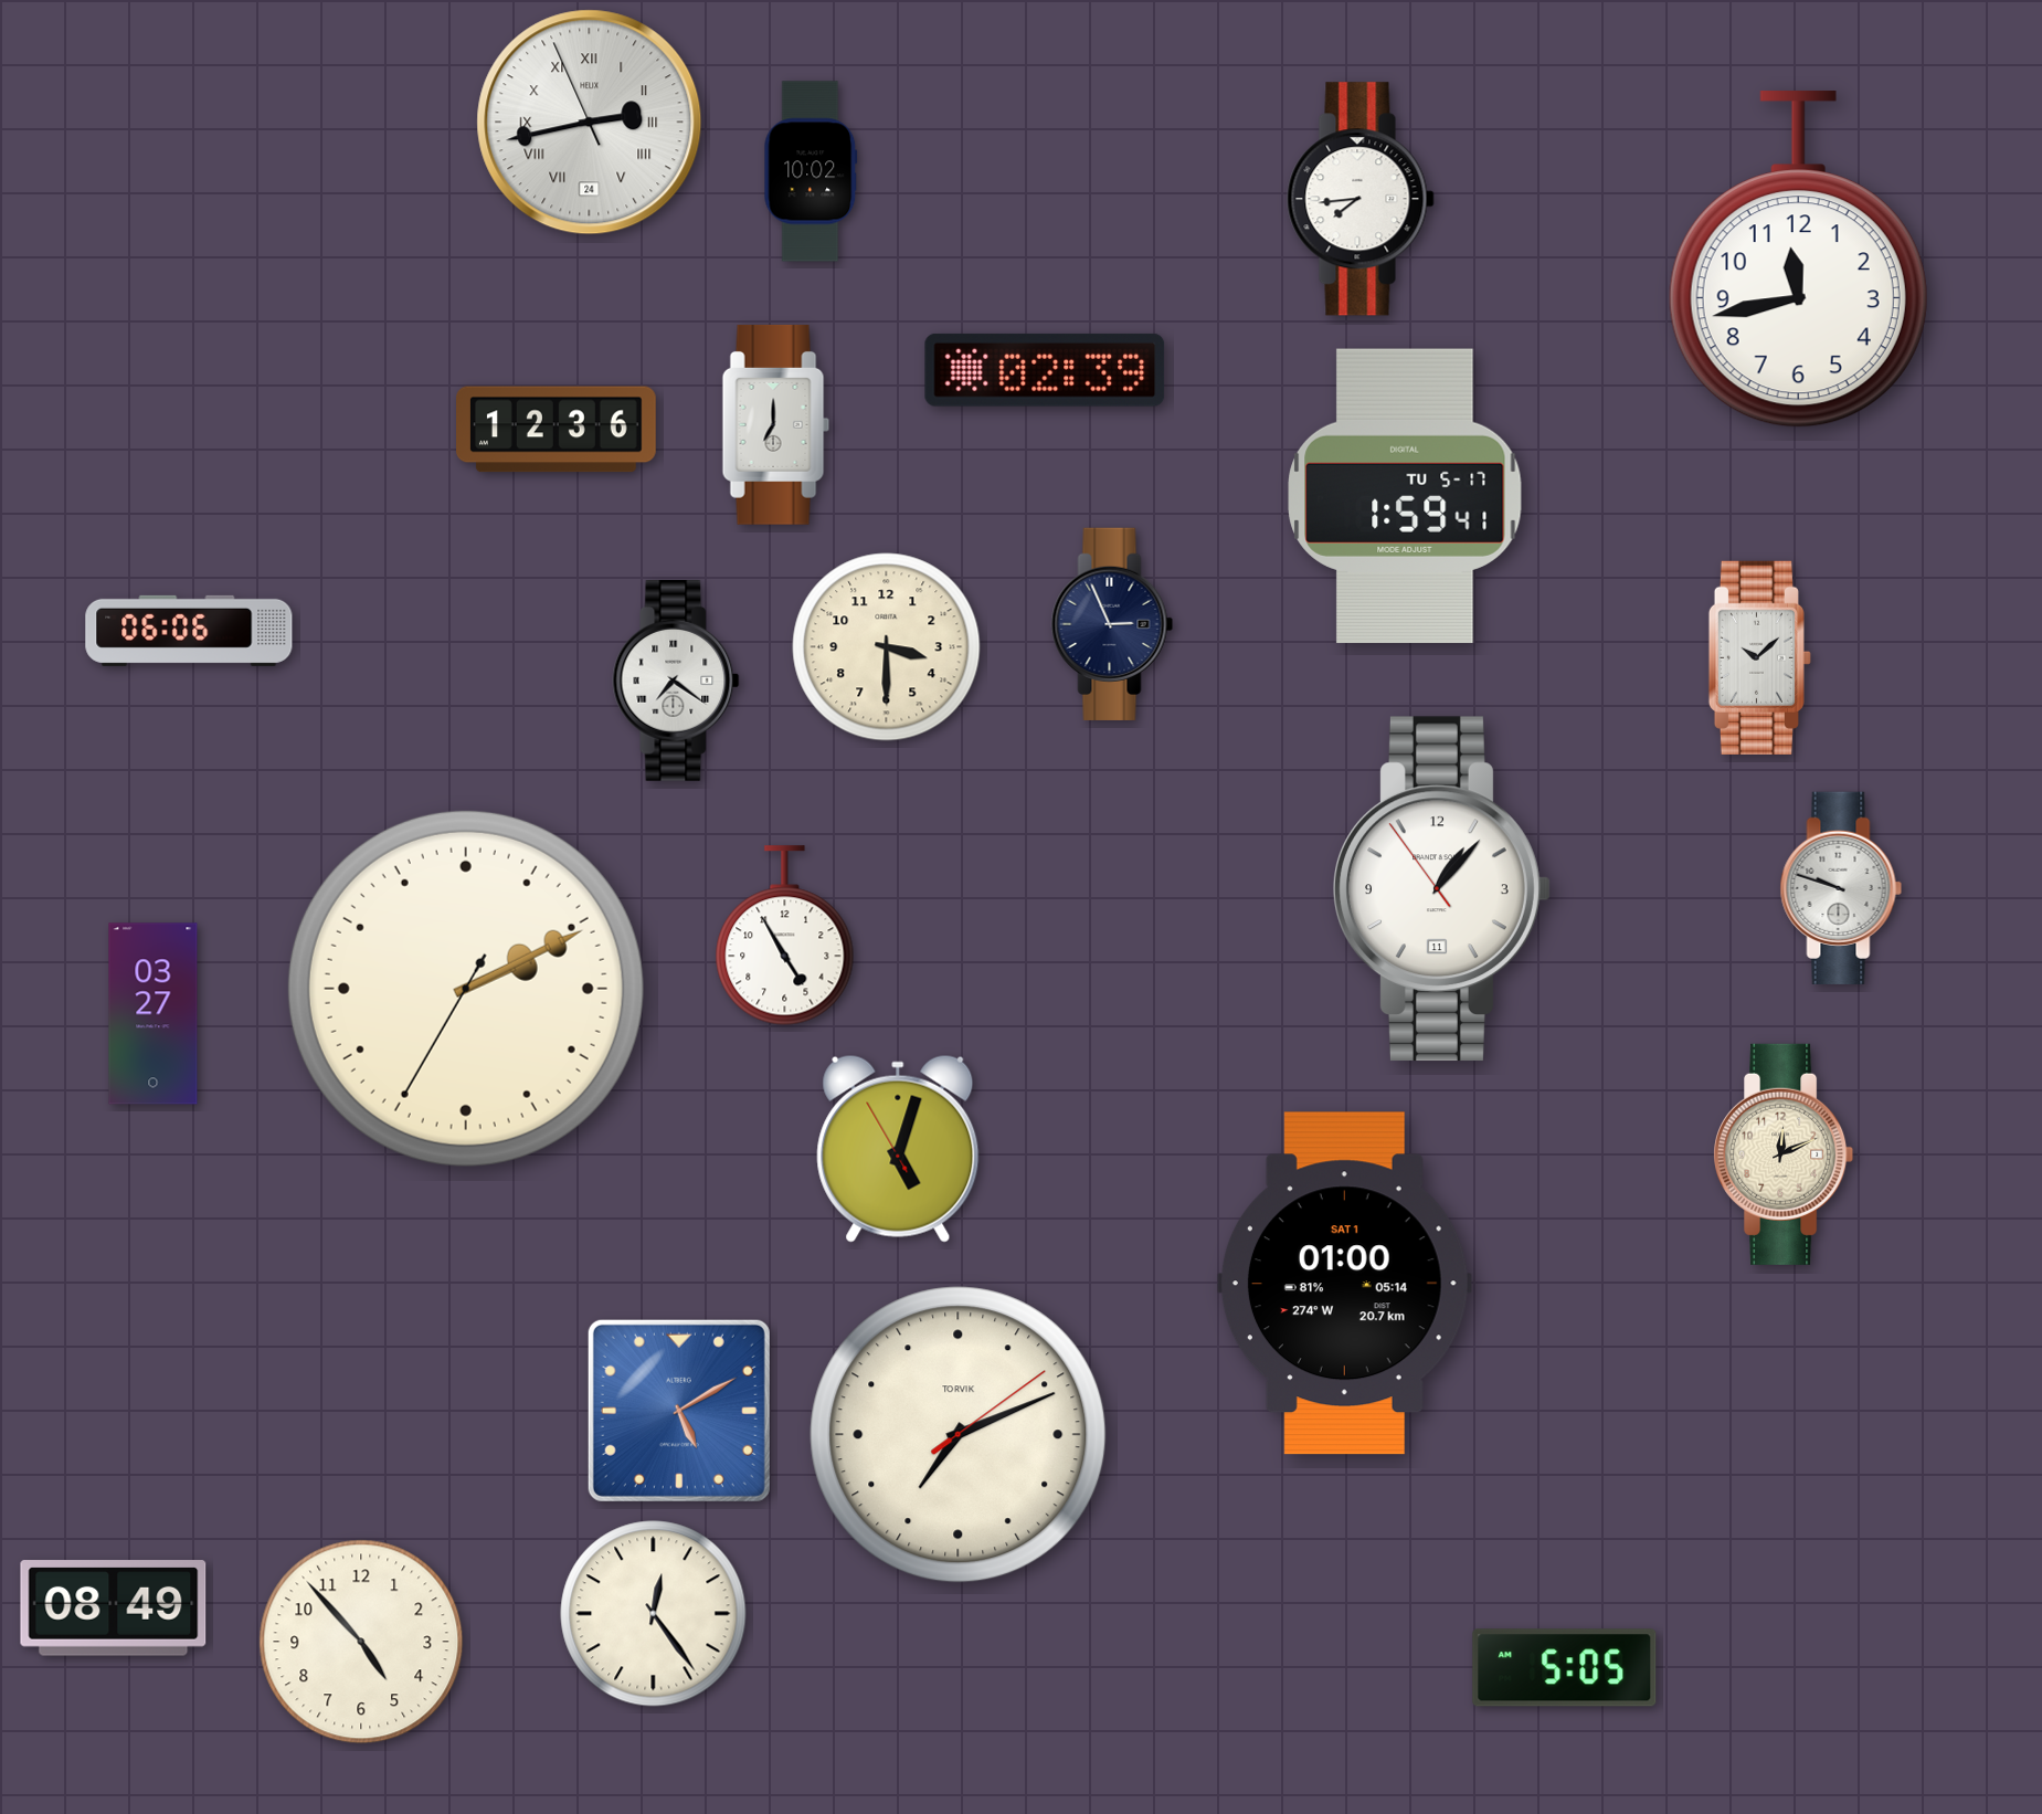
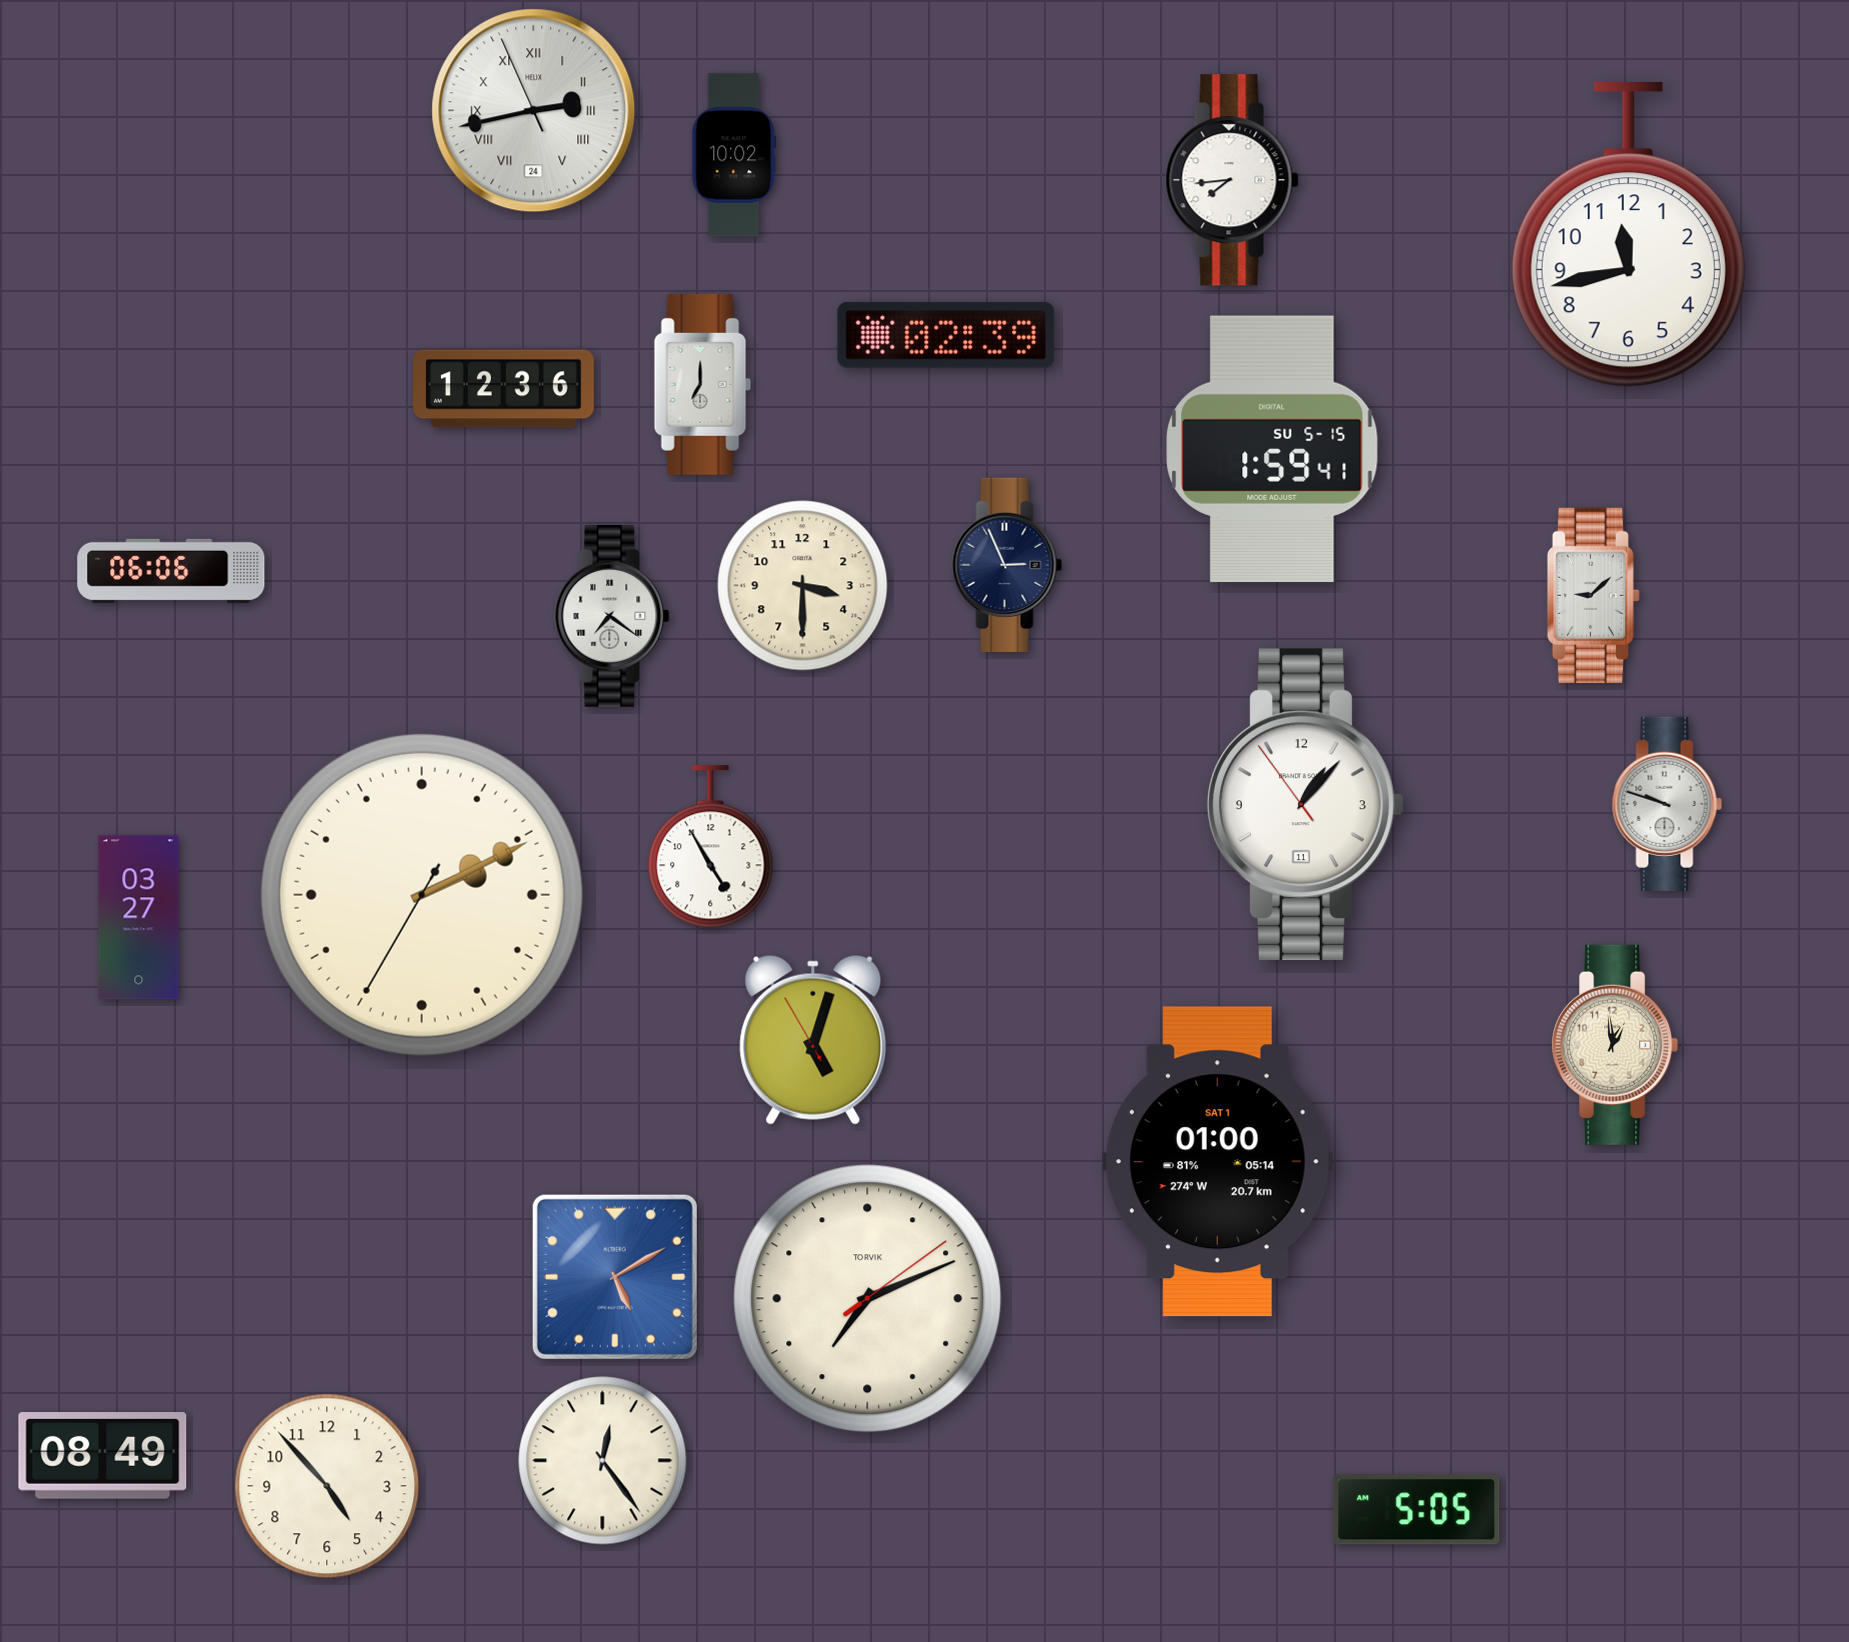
clock at (1405, 496) date: TU 5-17 -> SU 5-15
clock at (1759, 657): 10:08 -> 9:08
clock at (1784, 1154): 12:11 -> 12:59
clock at (654, 1614) position: (654, 1614) -> (603, 1461)
